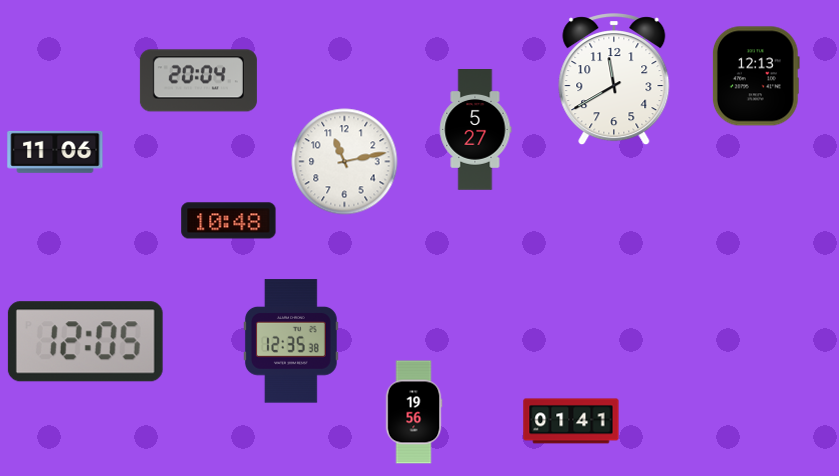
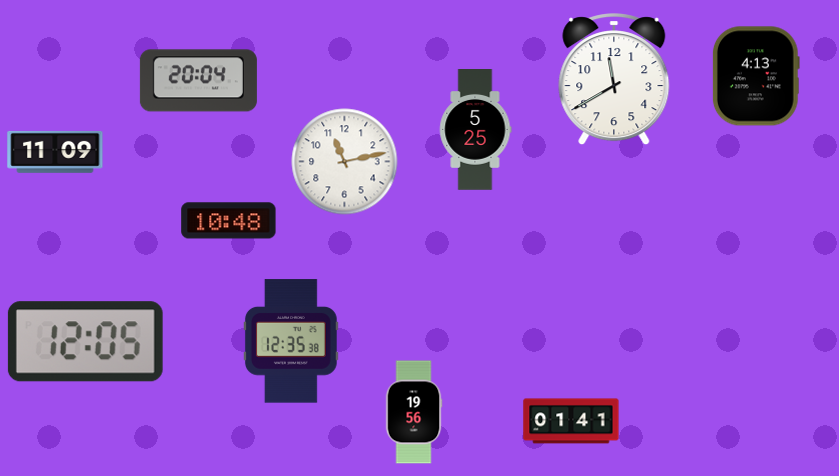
clock at (756, 76): 12:13 -> 4:13
clock at (475, 130): 5:27 -> 5:25
clock at (55, 152): 11:06 -> 11:09
